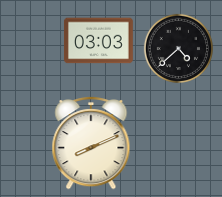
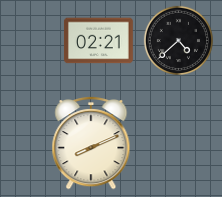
clock at (99, 41): 03:03 -> 02:21
clock at (178, 48) position: (178, 48) -> (178, 40)
